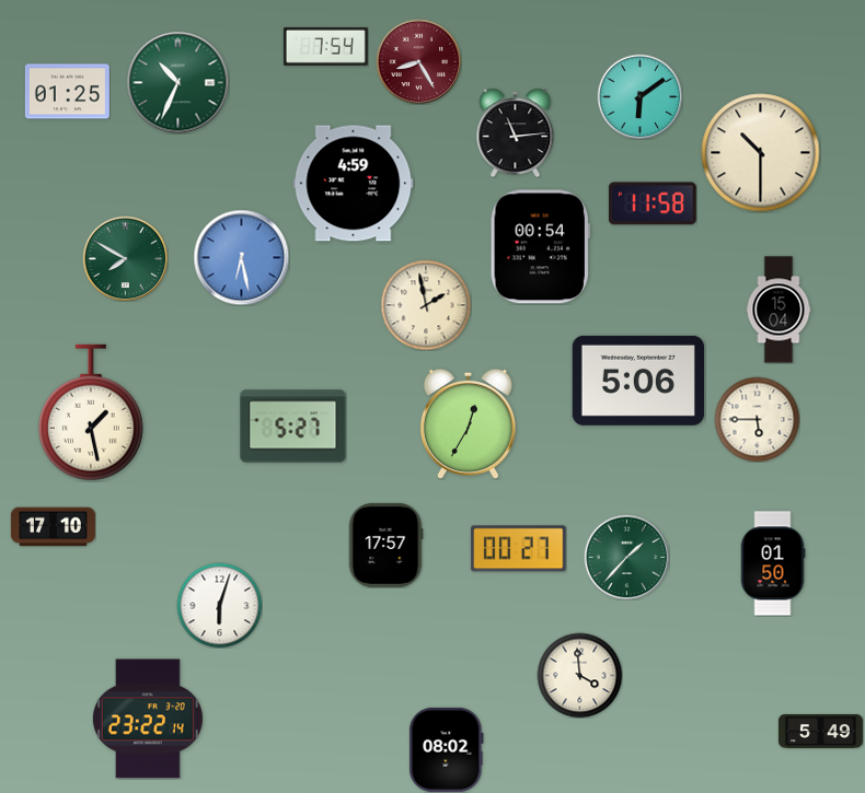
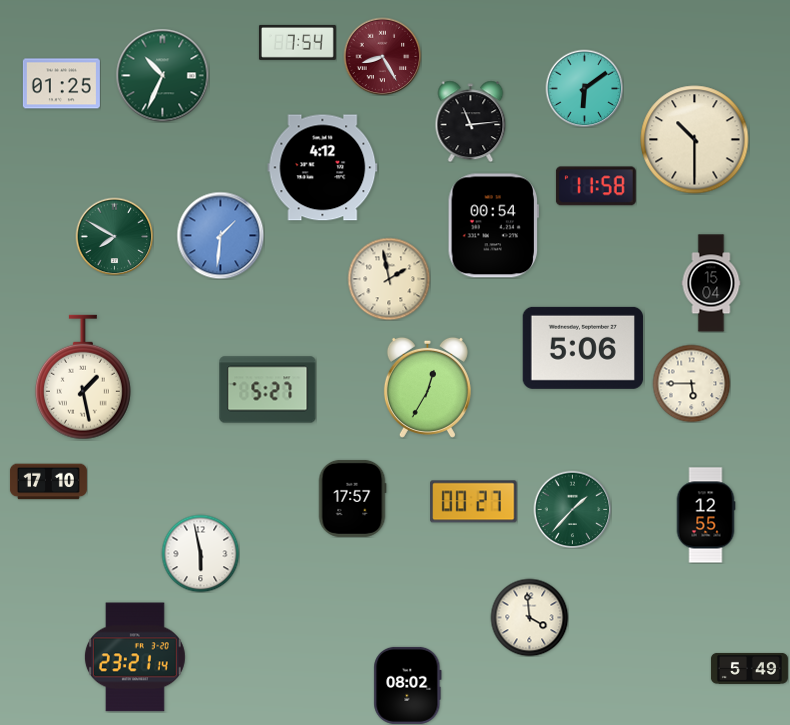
clock at (354, 184): 4:59 -> 4:12
clock at (241, 257): 6:28 -> 1:31
clock at (773, 563): 01:50 -> 12:55
clock at (219, 605): 6:03 -> 5:58
clock at (148, 719): 23:22 -> 23:21
